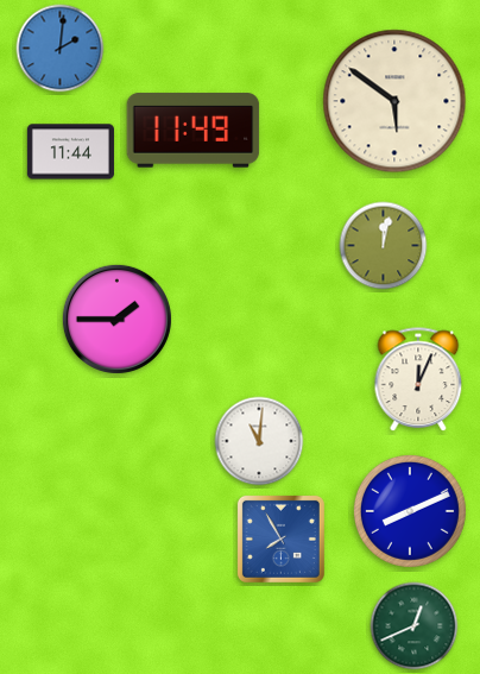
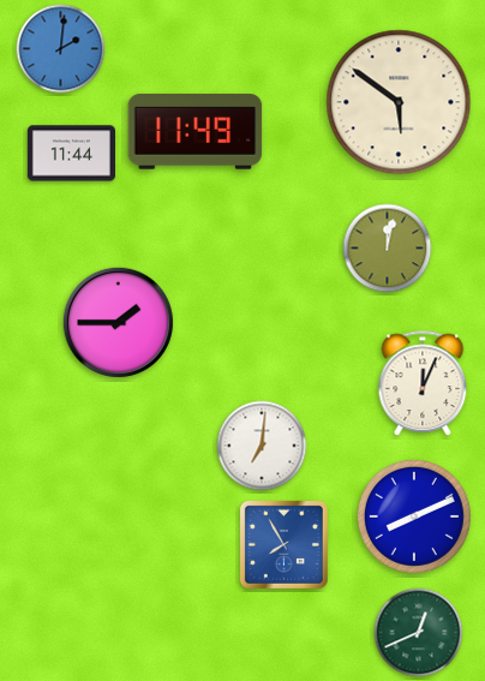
clock at (259, 441): 11:01 -> 7:01
